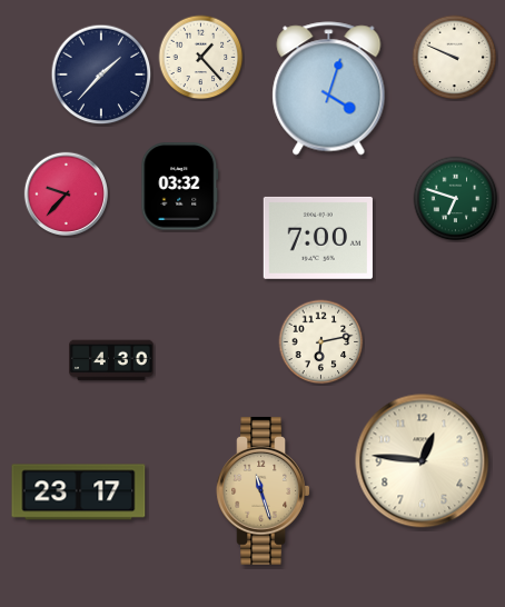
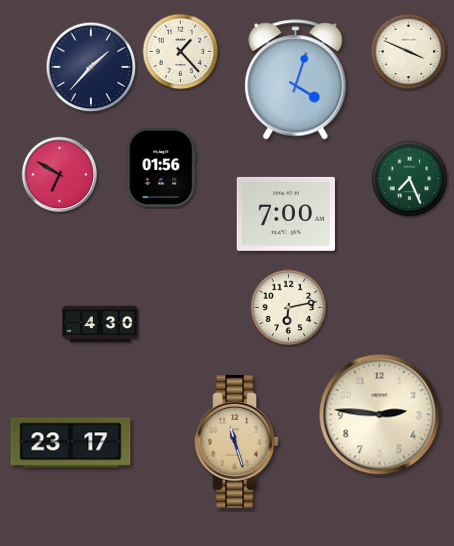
clock at (455, 58): 9:49 -> 3:49
clock at (180, 187): 03:32 -> 01:56
clock at (66, 193): 9:37 -> 6:50
clock at (456, 199): 6:48 -> 7:26
clock at (423, 461): 12:46 -> 2:46
